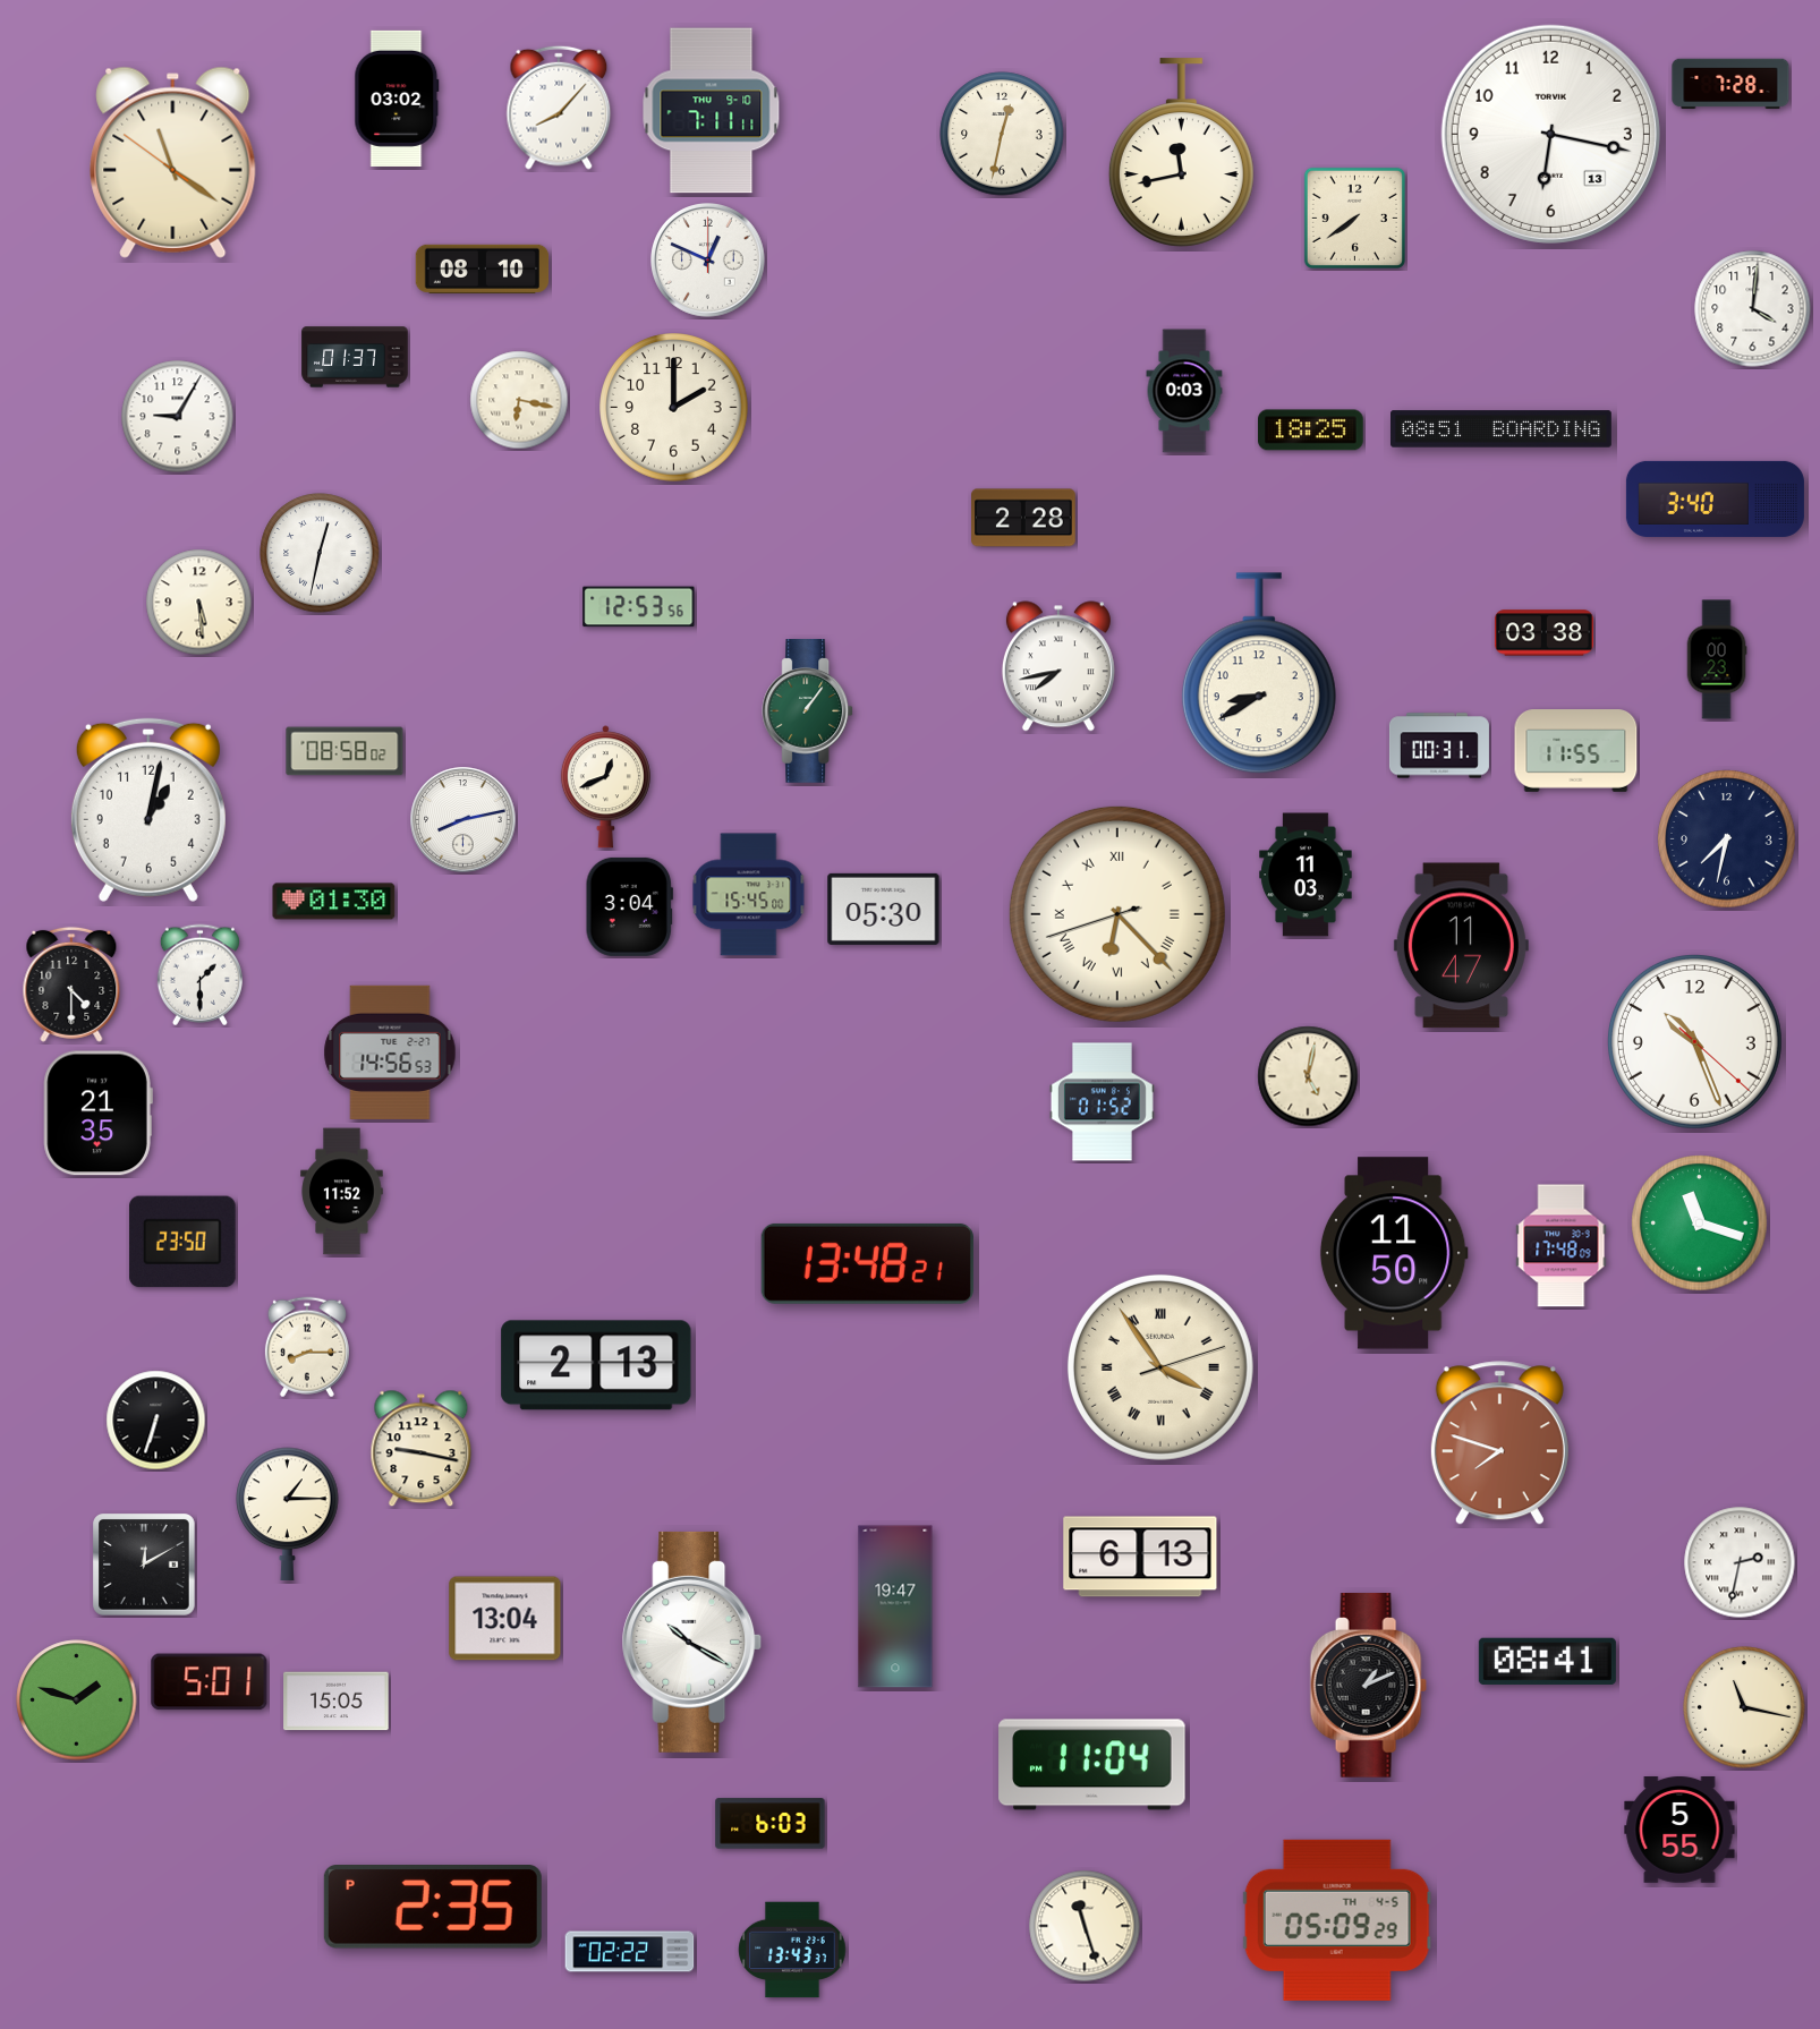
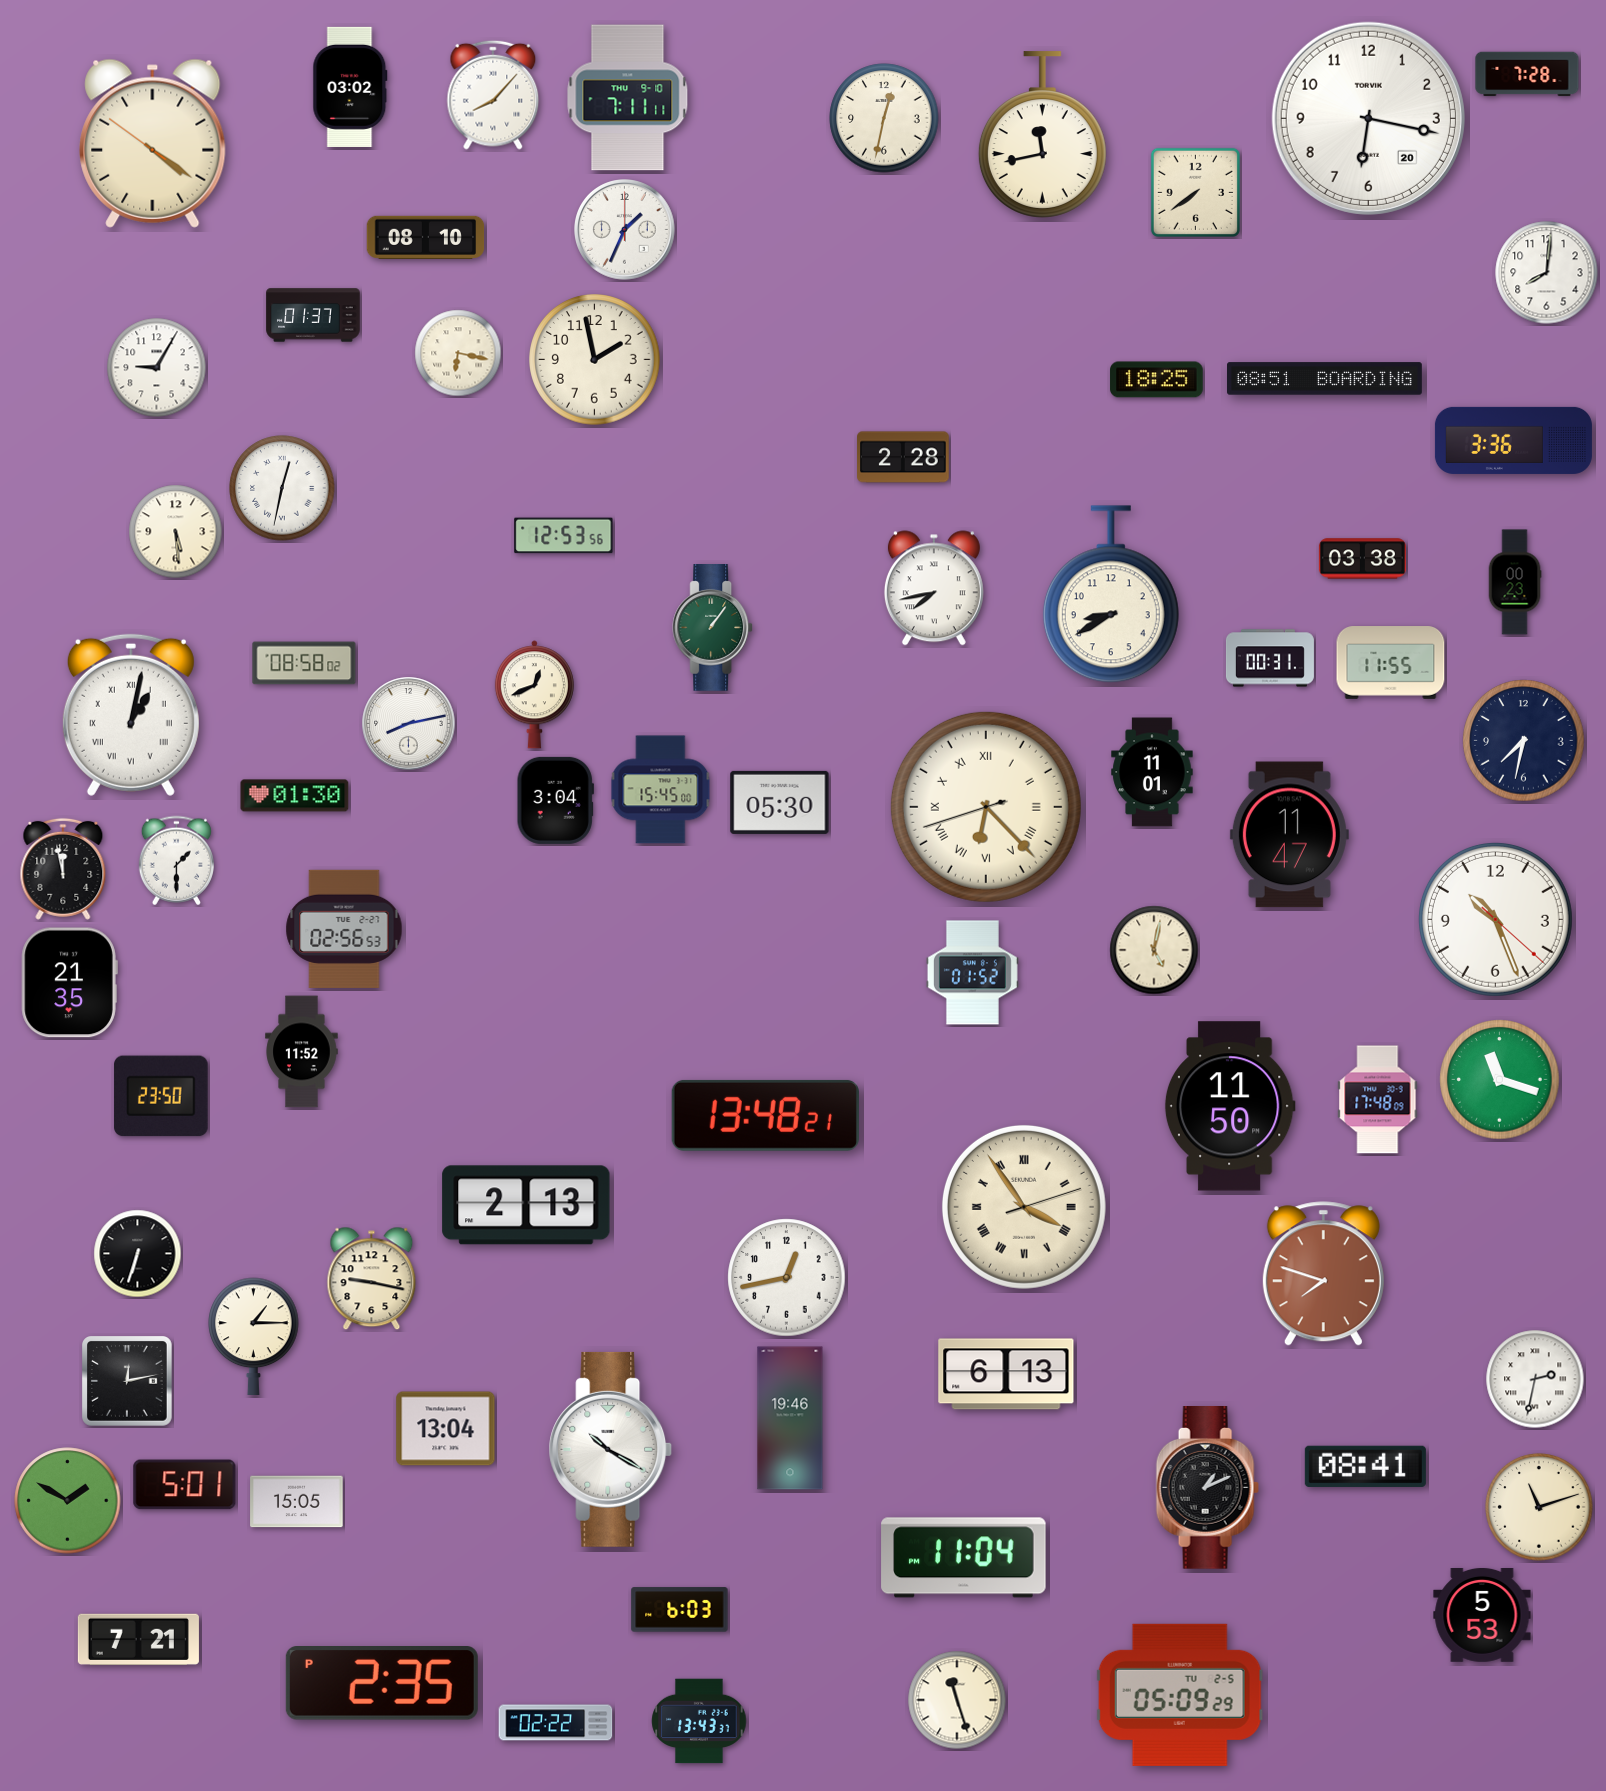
clock at (1550, 134) date: 13 -> 20
clock at (173, 162): 11:20 -> 4:20
clock at (708, 261): 12:49 -> 1:34
clock at (1753, 309): 4:01 -> 8:01
clock at (1184, 391): 0:03 -> none
clock at (674, 408): 2:00 -> 1:58
clock at (1715, 498): 3:40 -> 3:36
clock at (148, 810) numerals: Arabic -> Roman
clock at (1306, 875): 11:03 -> 11:01
clock at (71, 984): 4:30 -> 11:58
clock at (390, 1052): 14:56 -> 02:56
clock at (97, 1114) position: (97, 1114) -> (69, 983)
clock at (307, 1347): 8:15 -> none
clock at (787, 1278): none -> 12:43
clock at (145, 1566): 12:10 -> 12:13
clock at (895, 1606): 19:47 -> 19:46
clock at (77, 1700): 1:48 -> 1:50
clock at (1744, 1707): 11:17 -> 11:12
clock at (1679, 1831): 5:55 -> 5:53
clock at (138, 1639): none -> 7:21
clock at (1337, 1920) date: TH 4-5 -> TU 2-5
